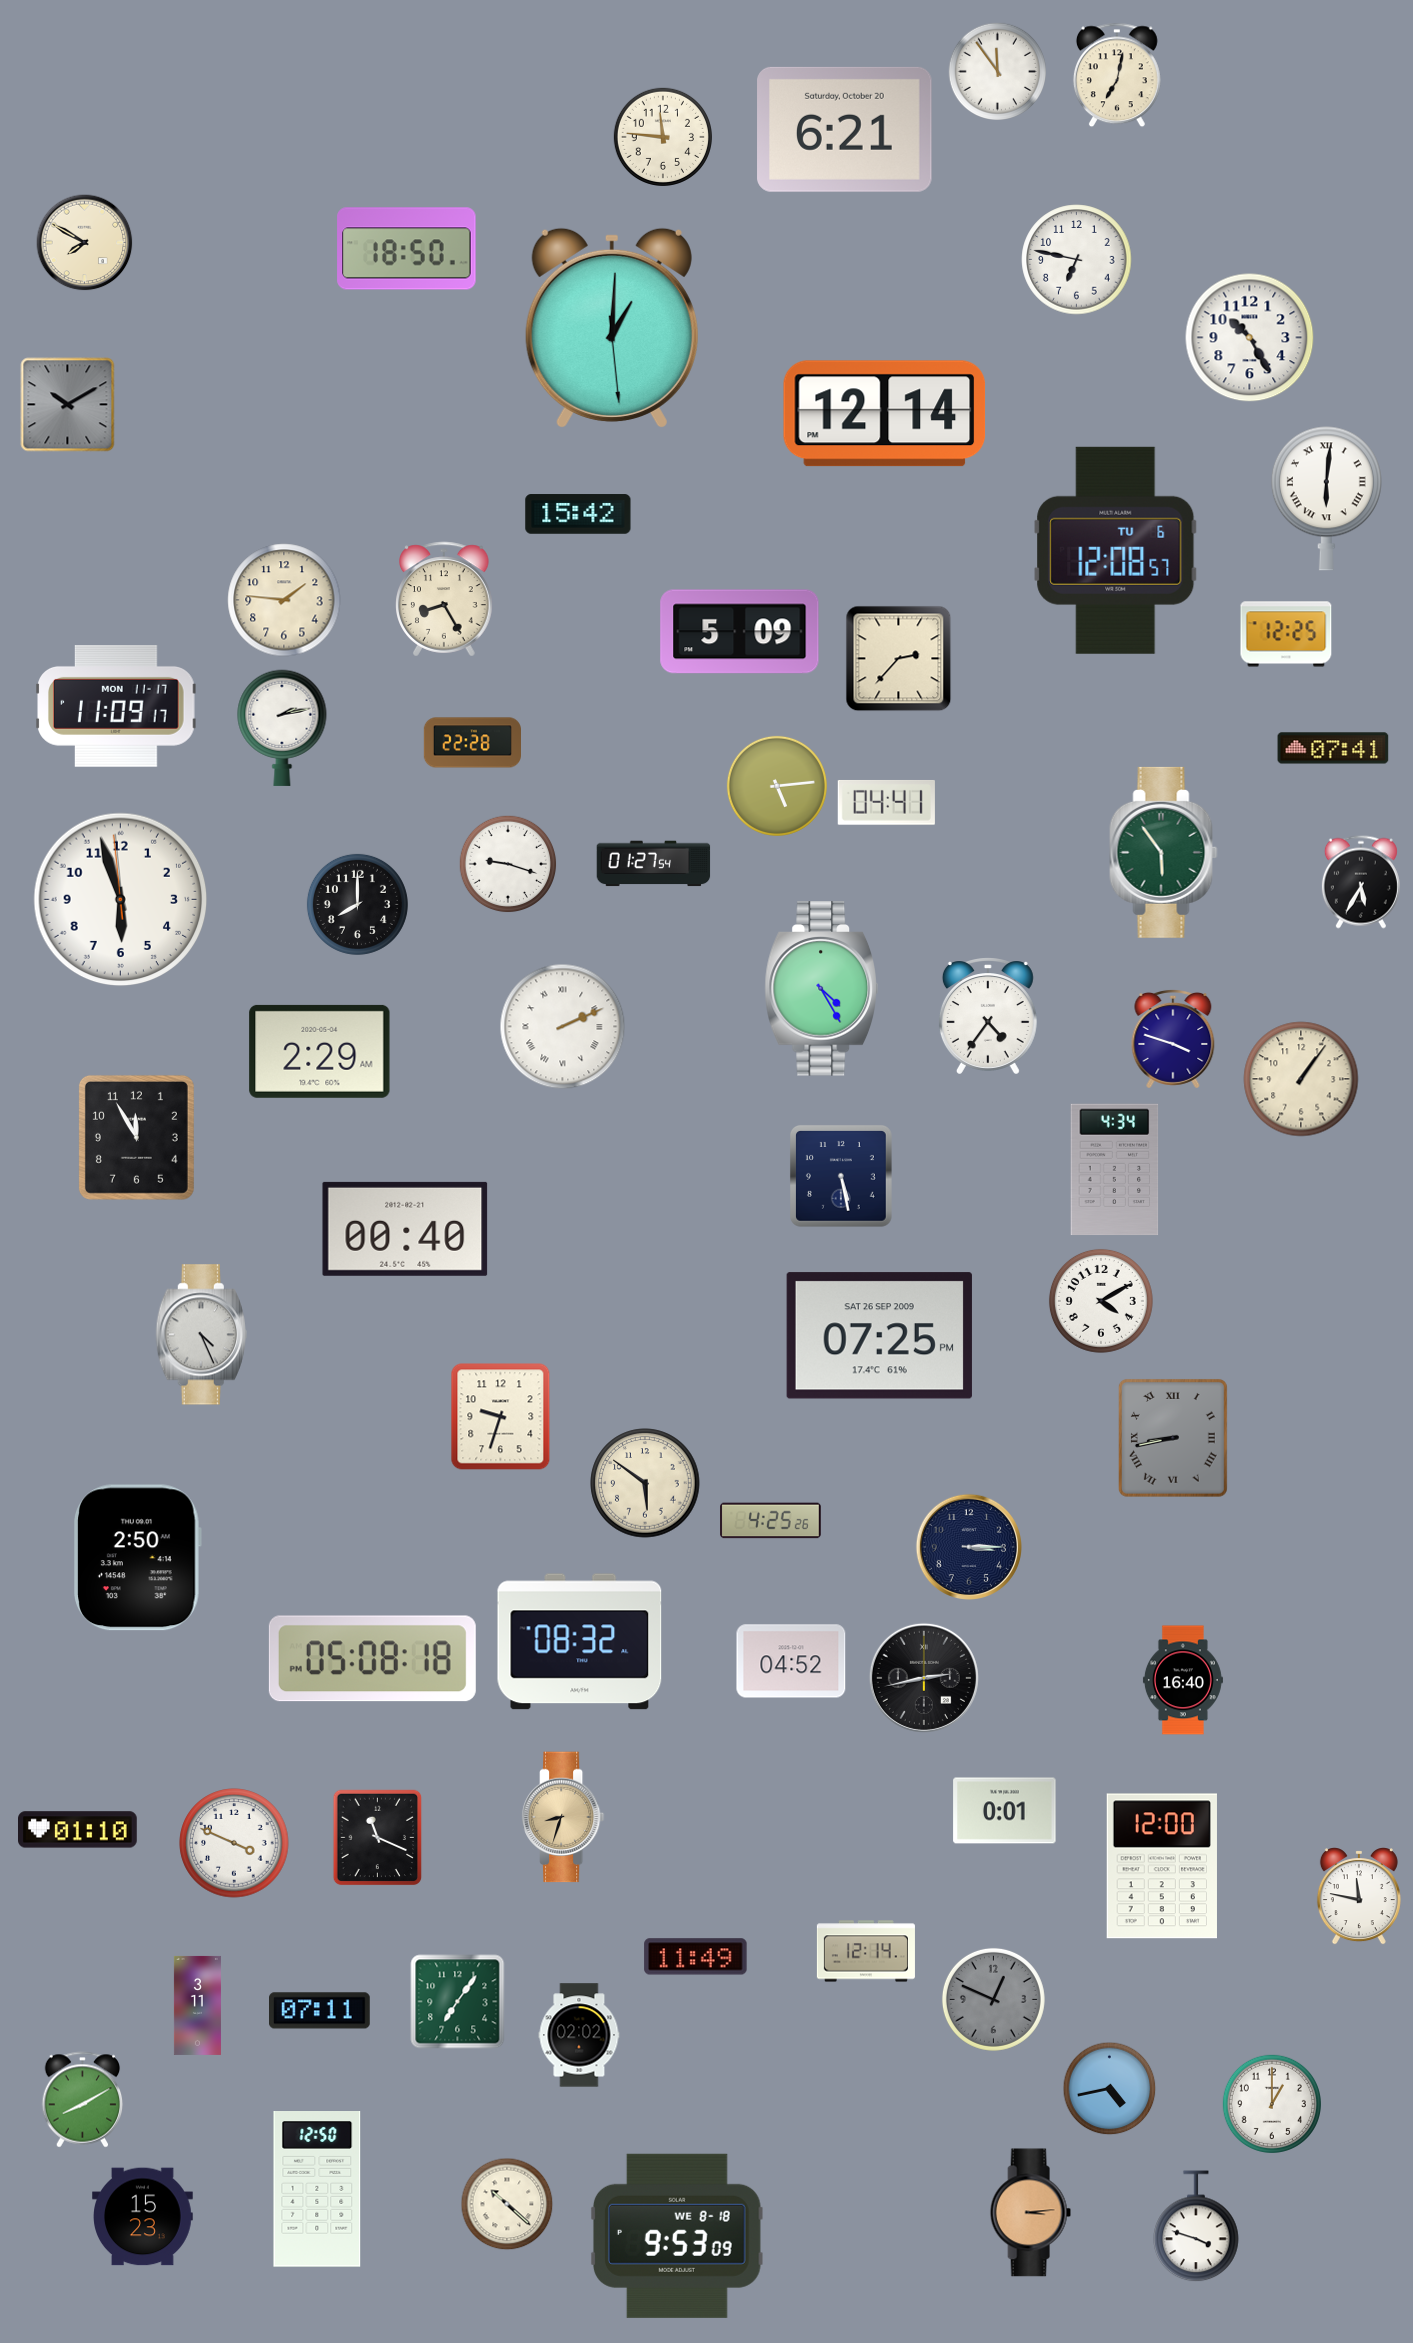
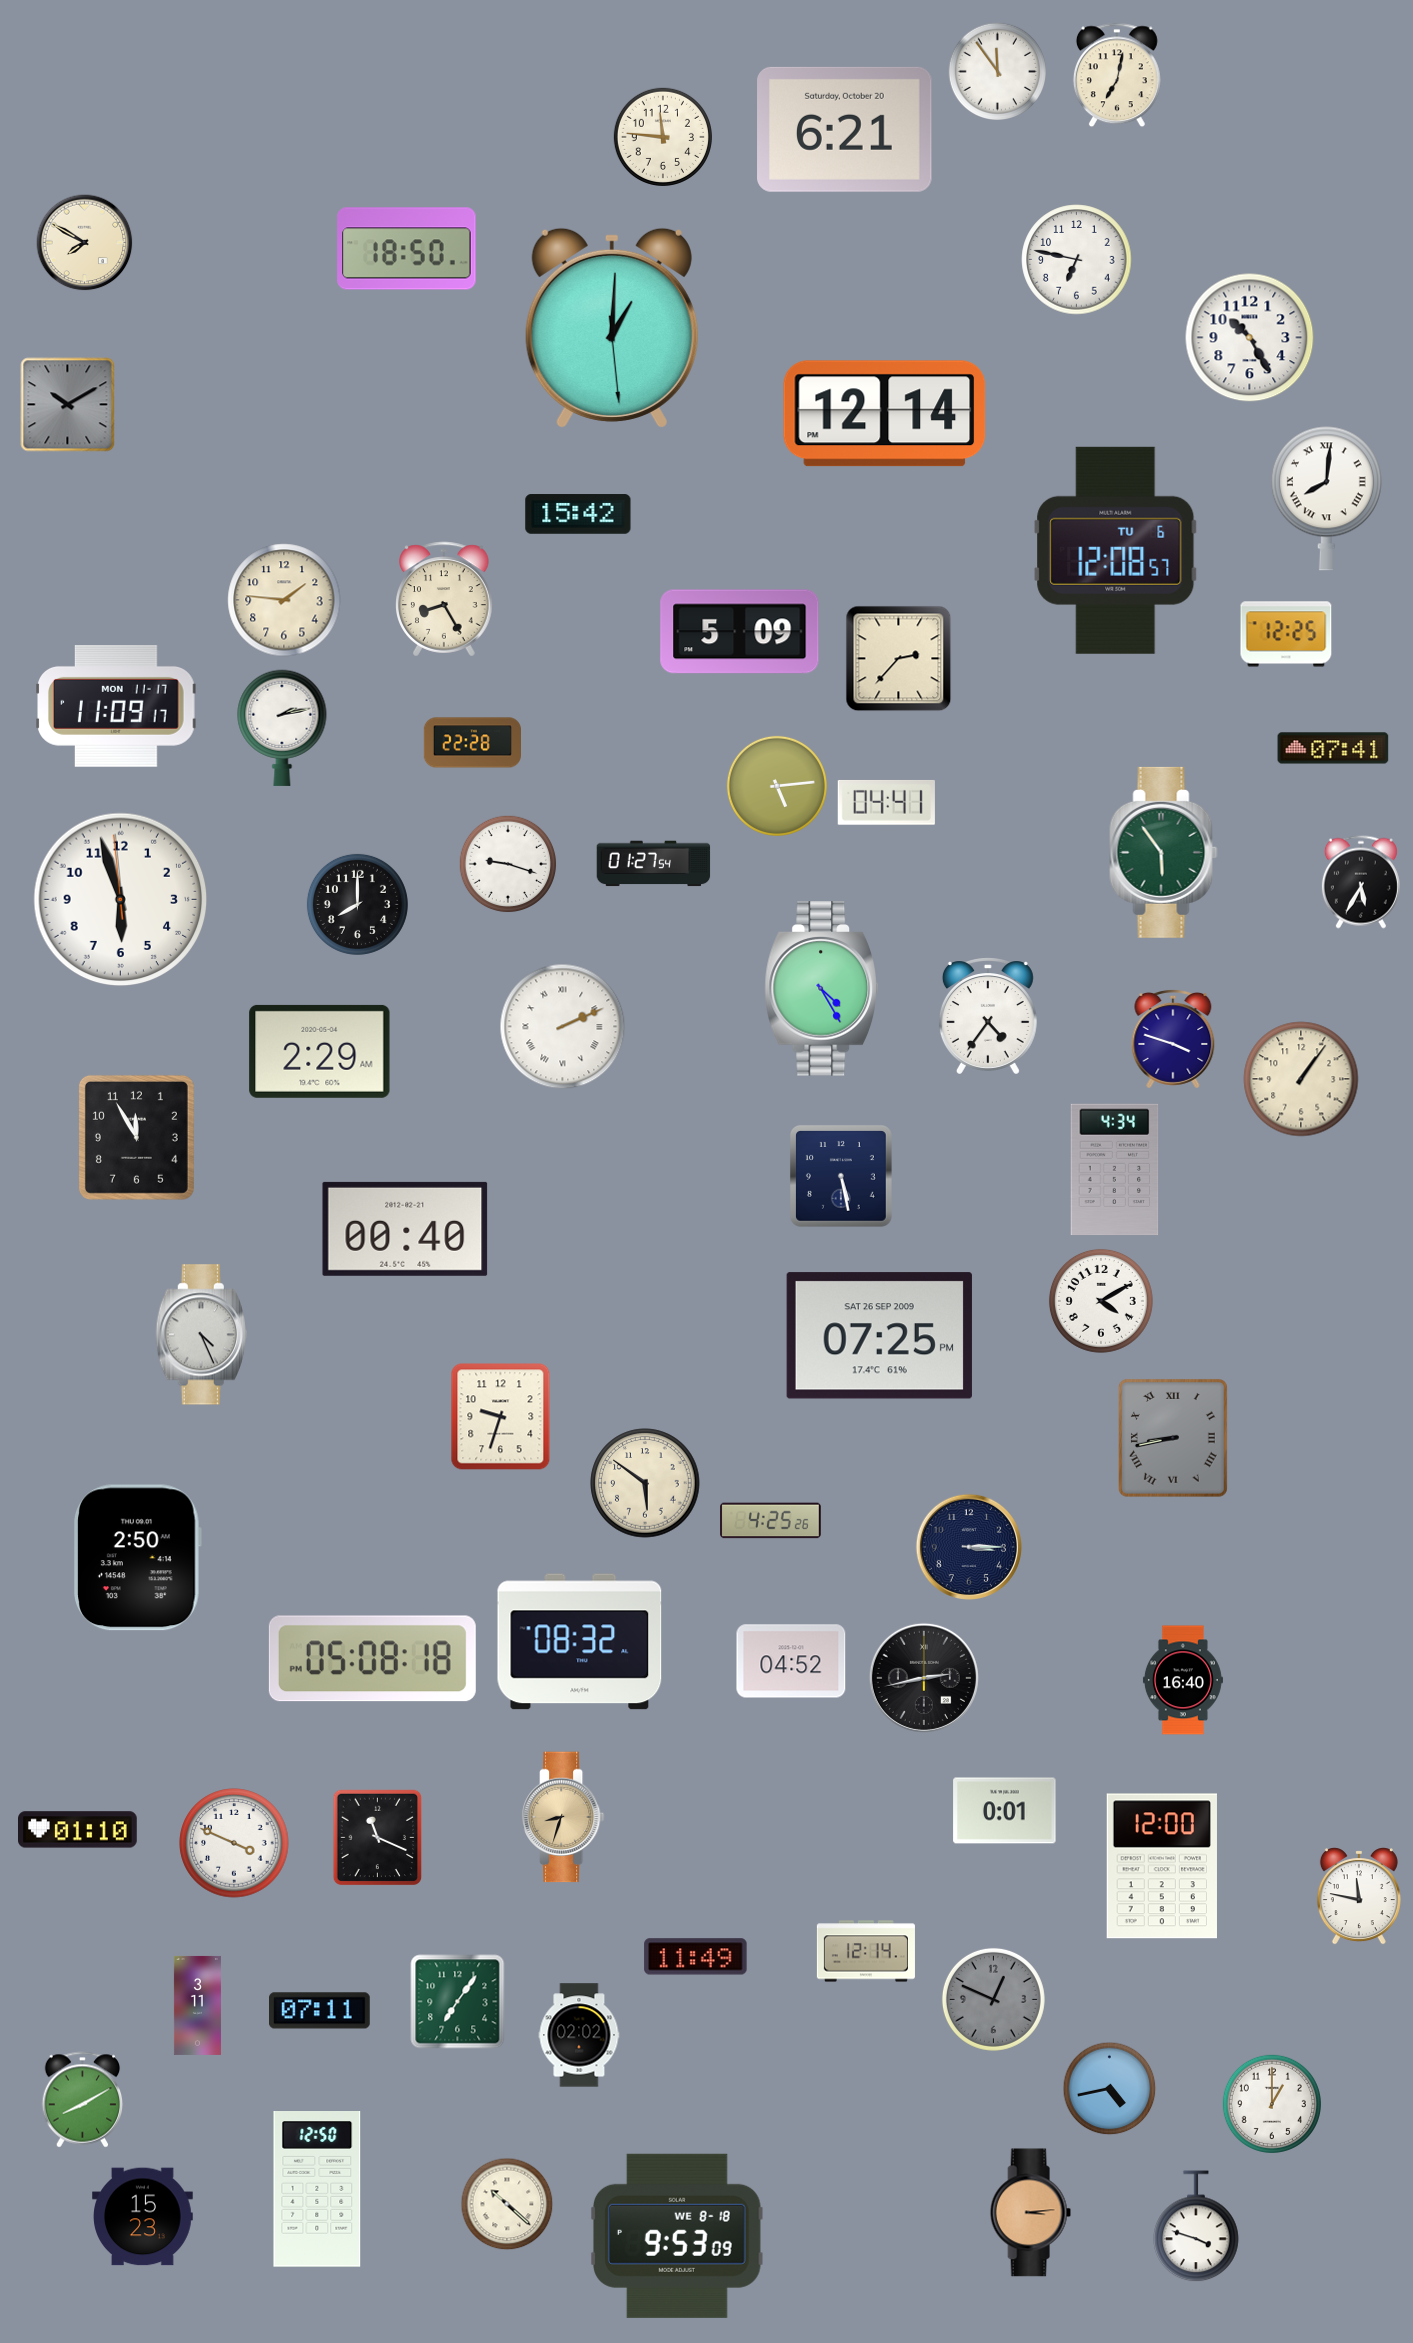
clock at (1326, 498): 6:01 -> 8:01
